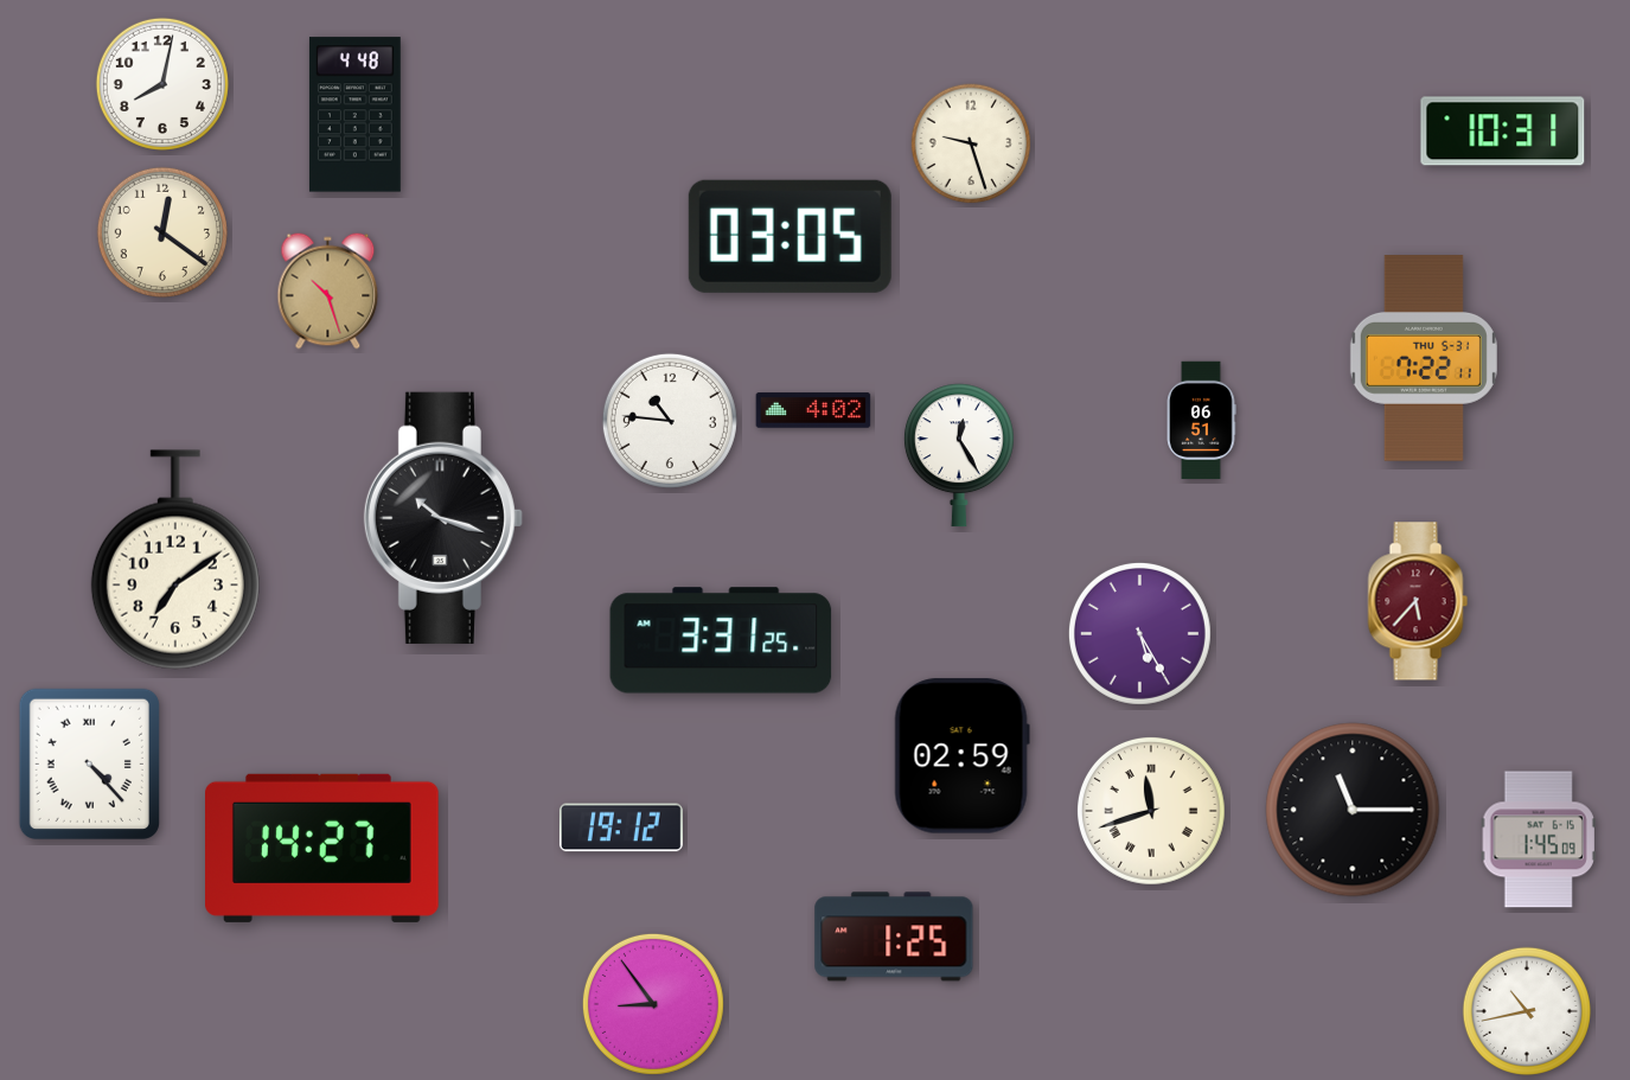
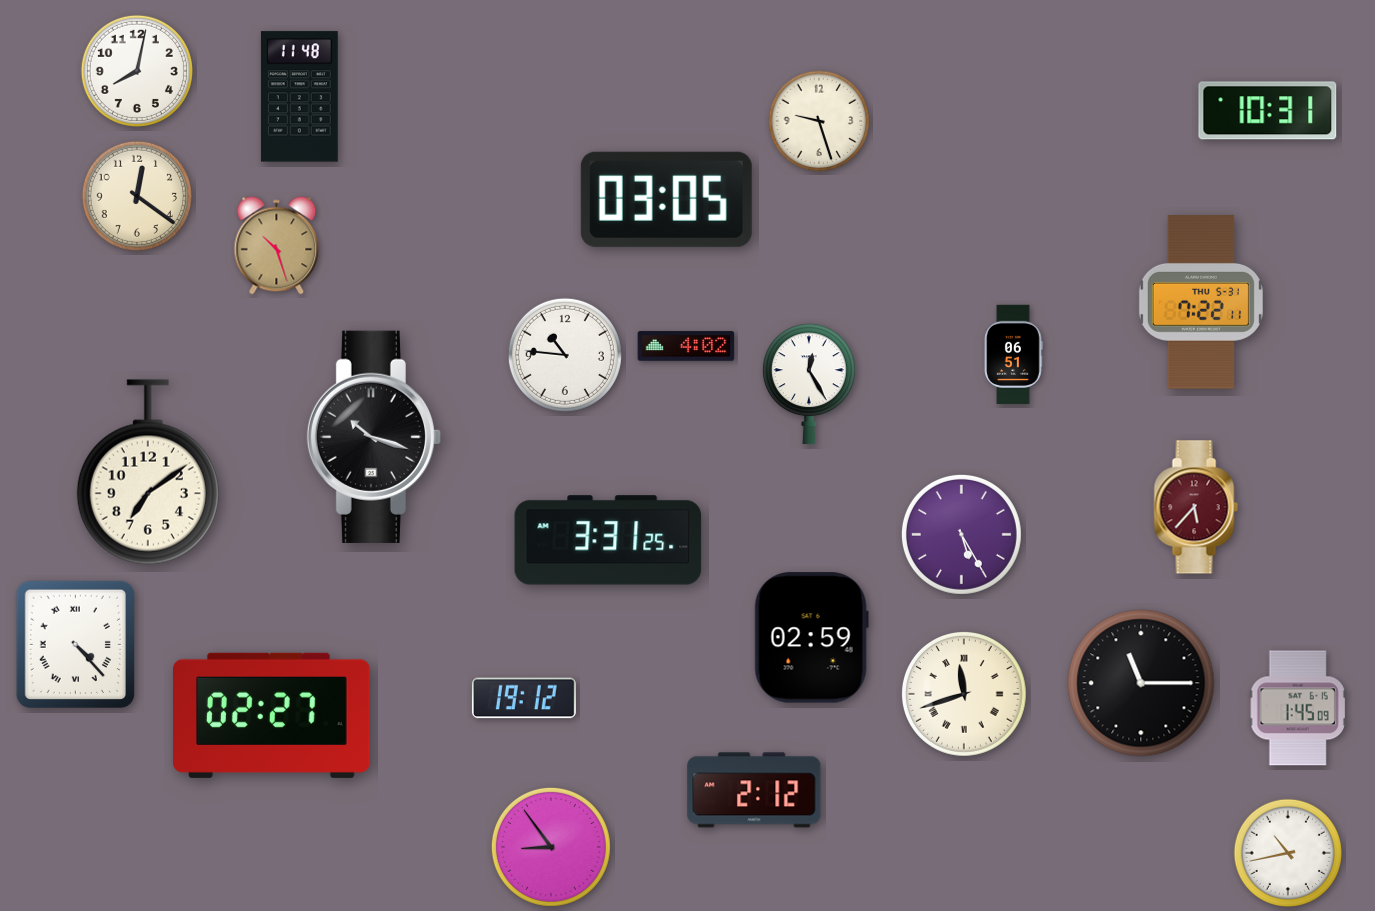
clock at (354, 115): 4:48 -> 11:48
clock at (1151, 811) position: (1151, 811) -> (964, 694)
clock at (322, 848): 14:27 -> 02:27
clock at (894, 937): 1:25 -> 2:12
